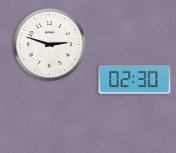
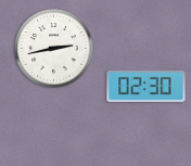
clock at (50, 45): 2:48 -> 2:43
